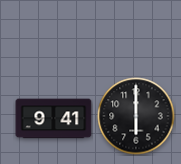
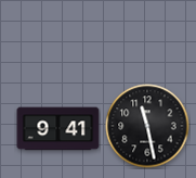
clock at (136, 116): 6:00 -> 11:28
